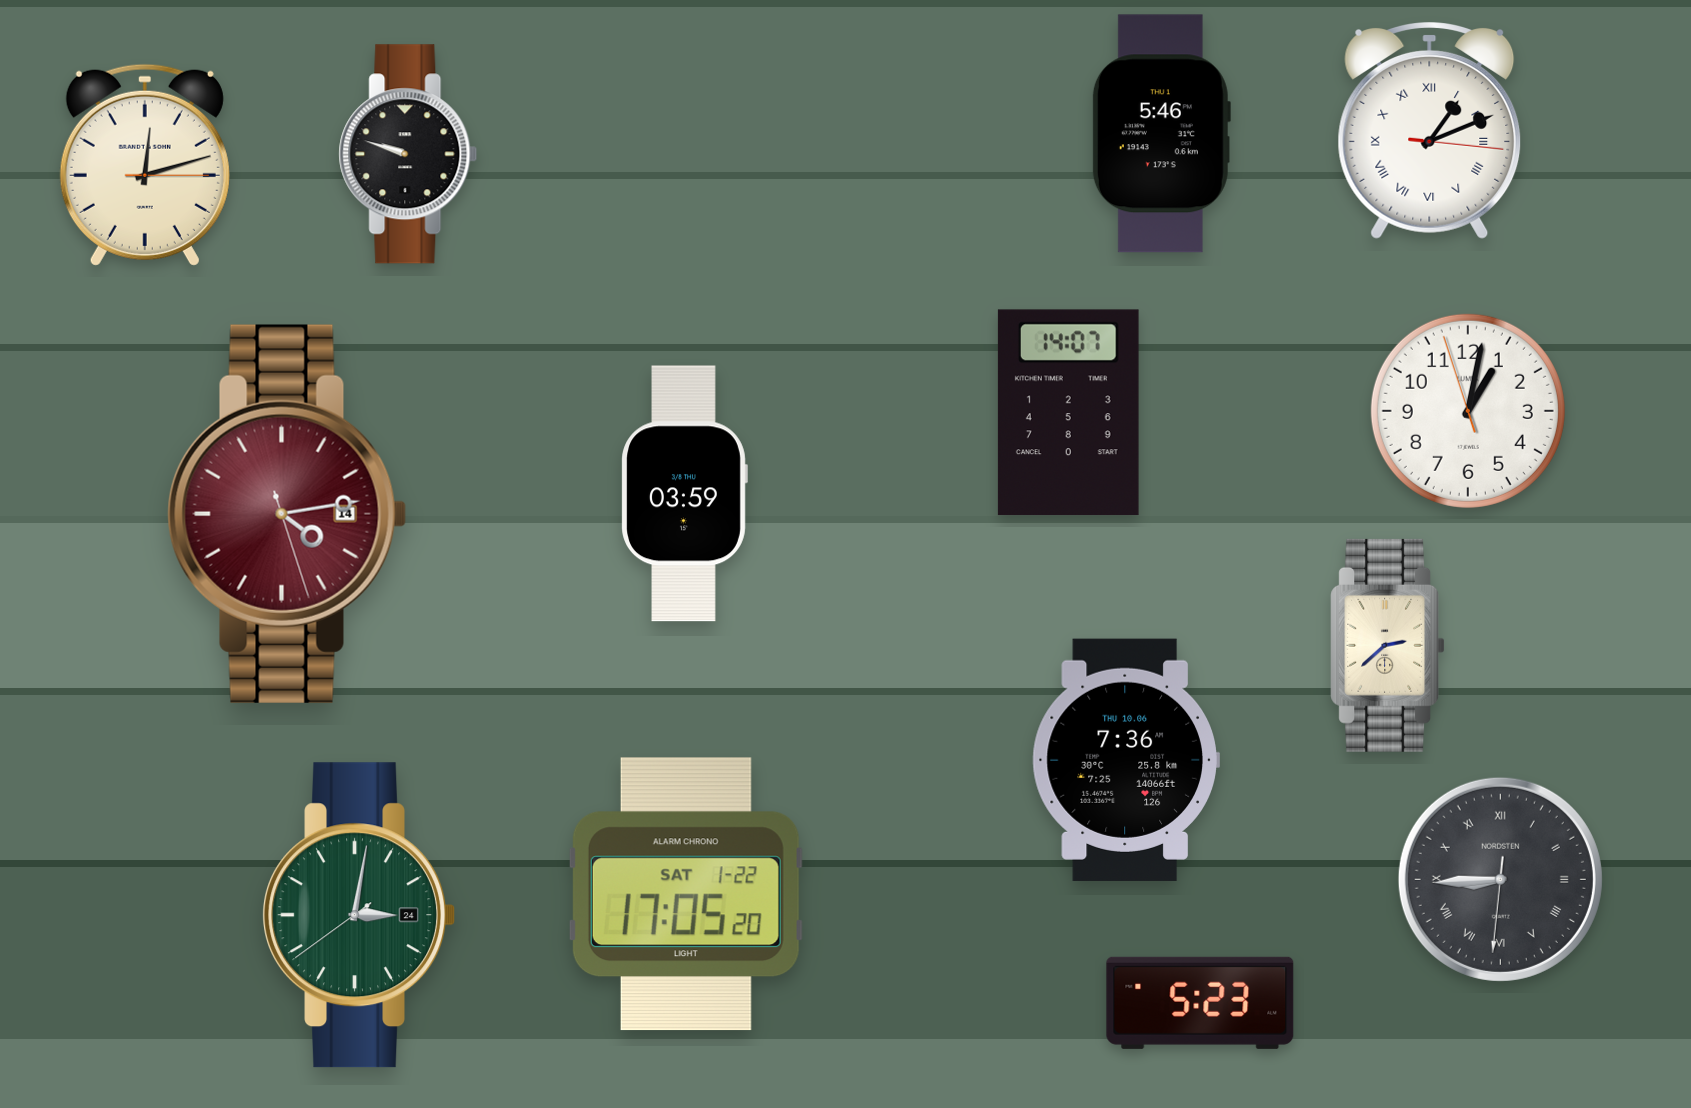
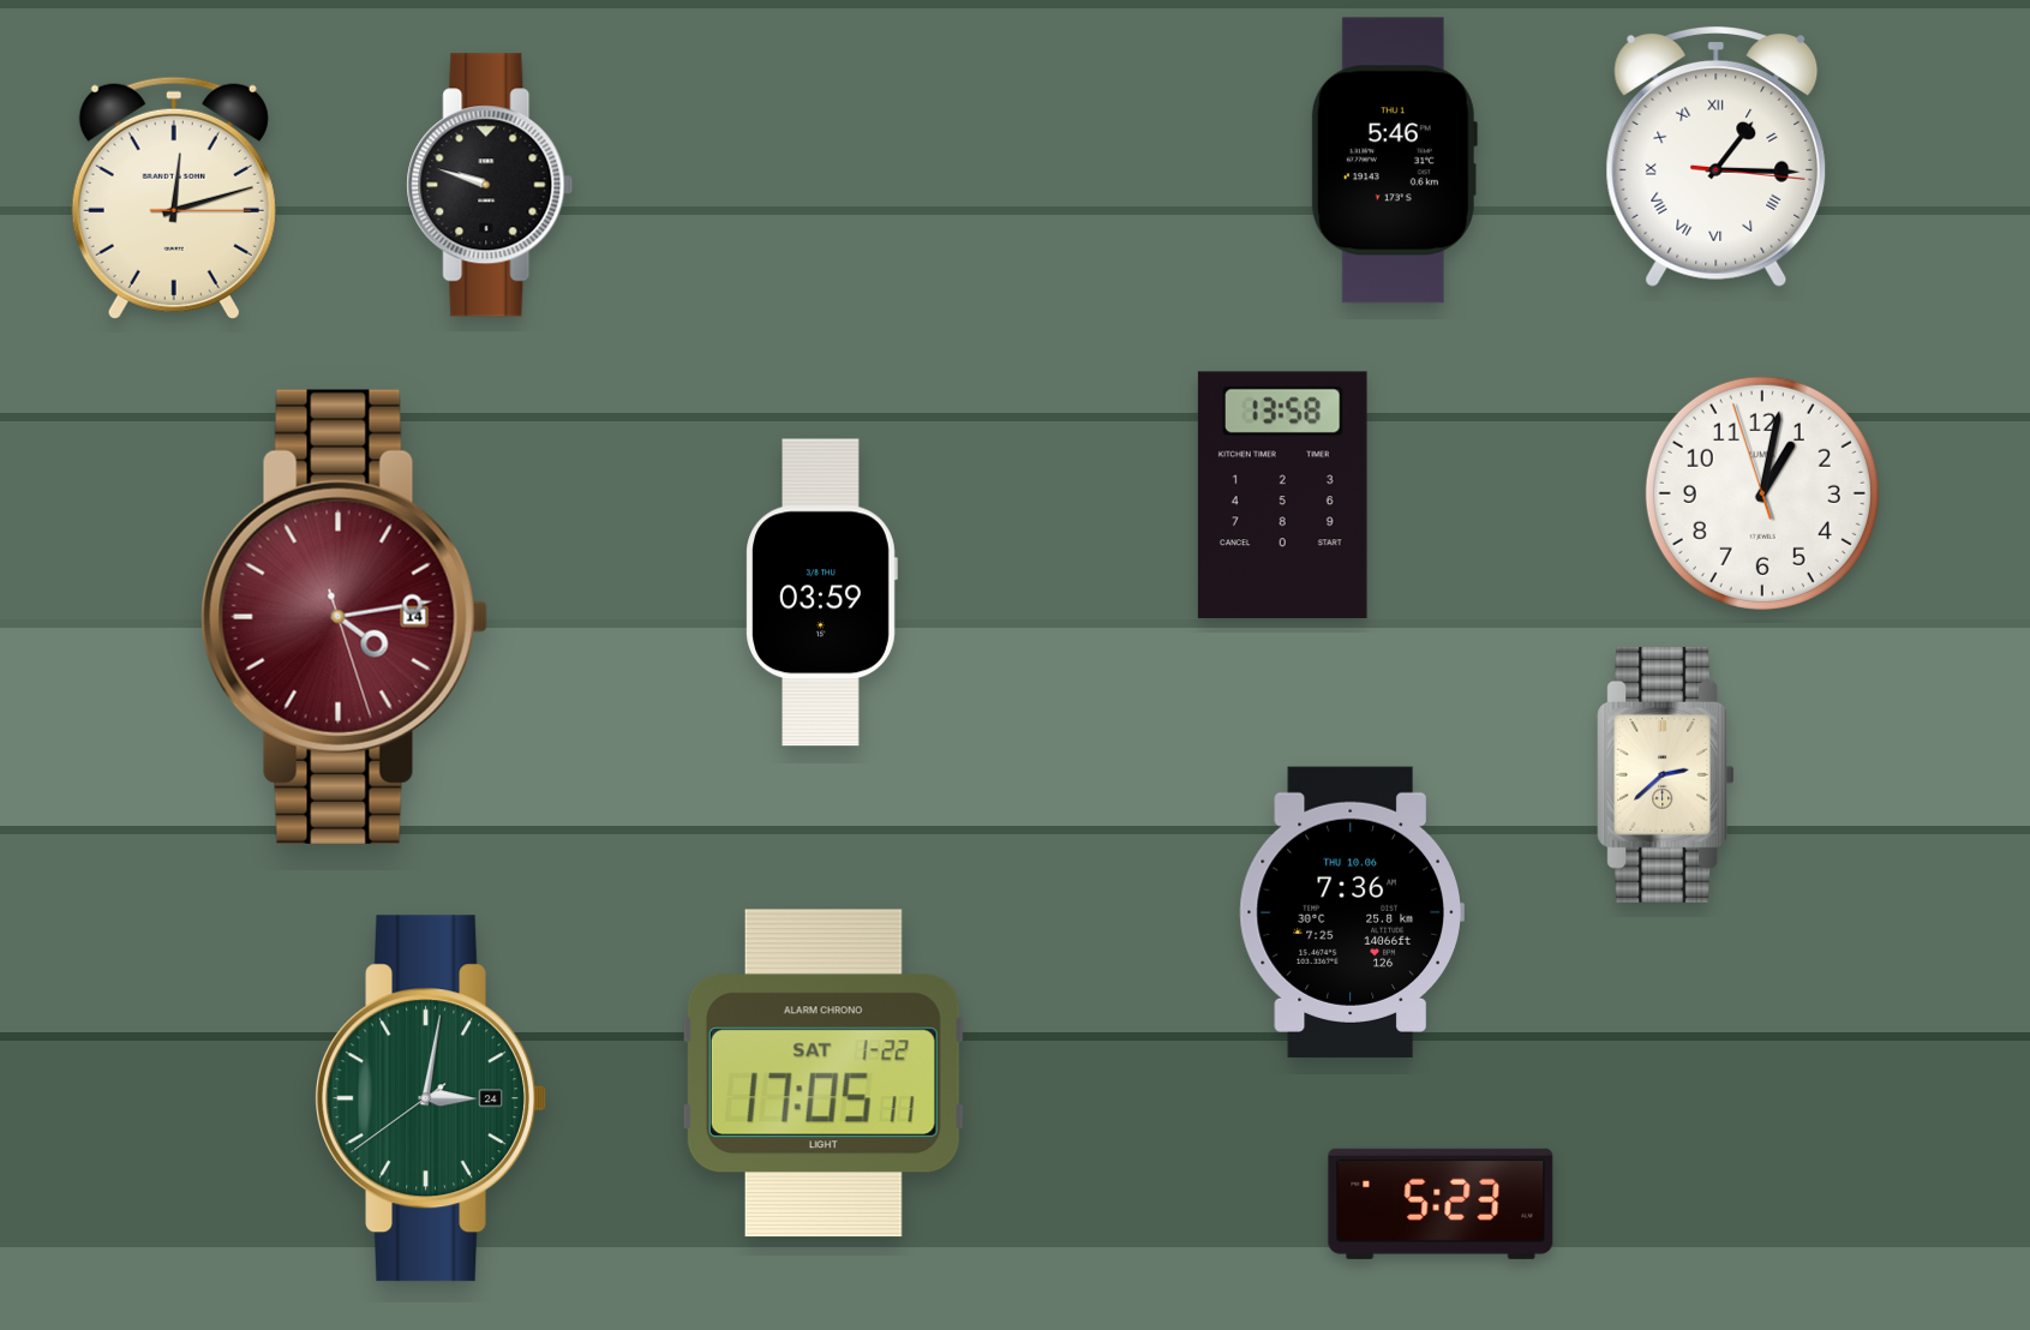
clock at (1430, 131): 1:11 -> 1:15
clock at (1068, 413): 14:07 -> 13:58
clock at (1500, 879): 8:44 -> none
clock at (686, 894): 17:05:20 -> 17:05:11
